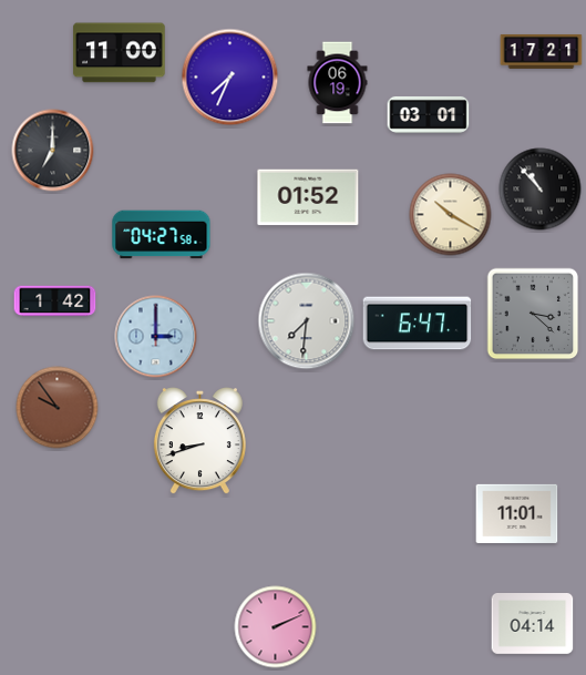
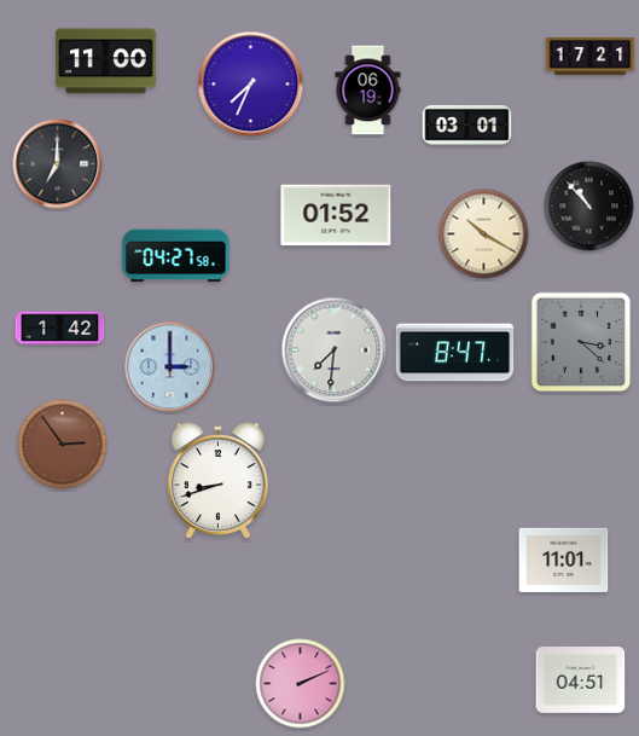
clock at (120, 53) position: (120, 53) -> (106, 62)
clock at (451, 215) position: (451, 215) -> (484, 234)
clock at (418, 324): 6:47 -> 8:47
clock at (58, 408): 9:54 -> 2:54
clock at (533, 624): 04:14 -> 04:51
